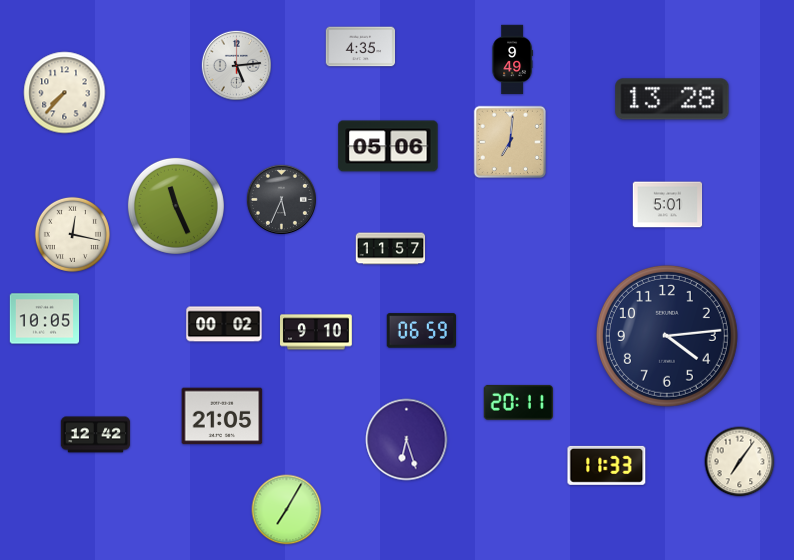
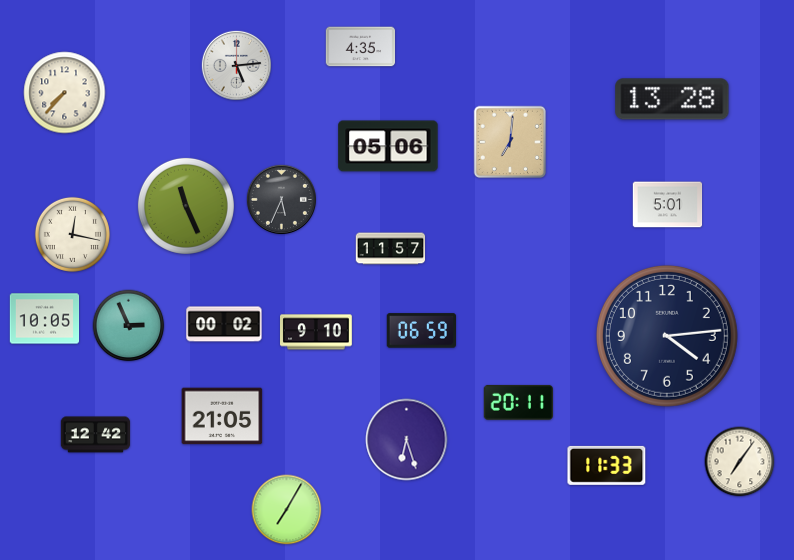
clock at (512, 60): 9:49 -> none
clock at (176, 206) position: (176, 206) -> (186, 206)
clock at (129, 326): none -> 2:56
